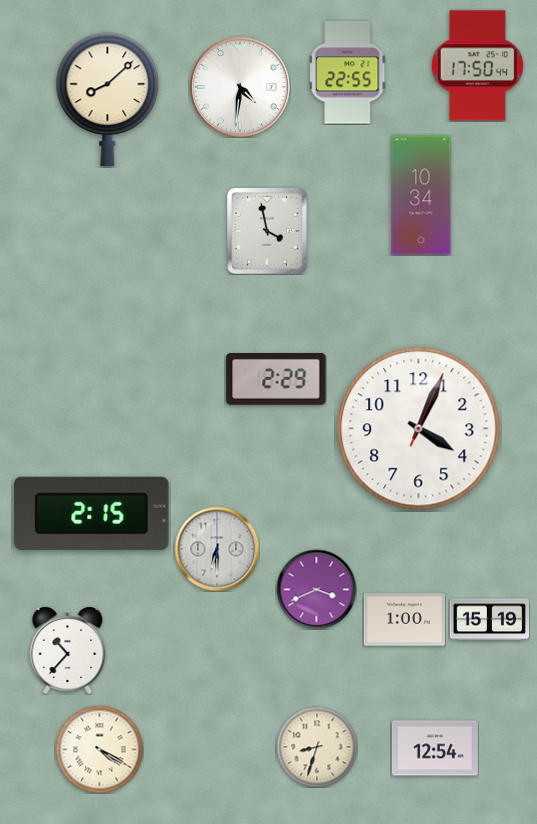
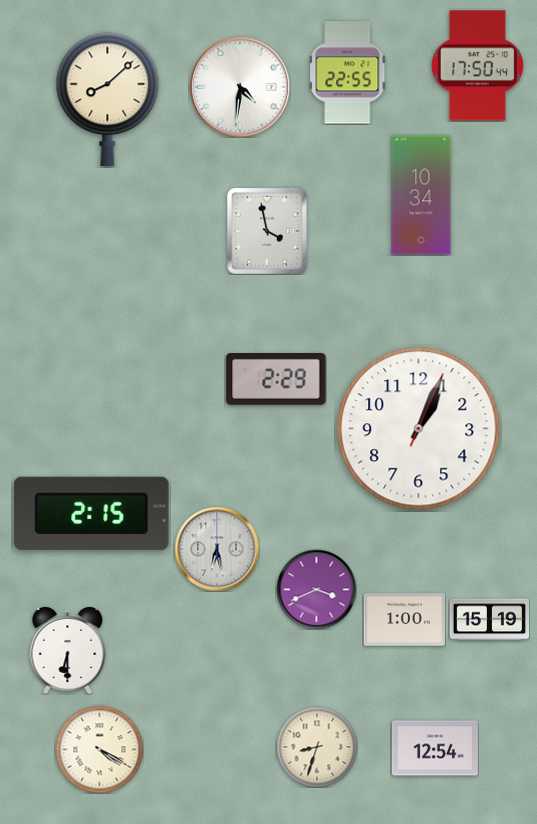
clock at (419, 429): 4:04 -> 1:04
clock at (217, 549): 6:30 -> 6:28
clock at (68, 650): 10:37 -> 6:30
